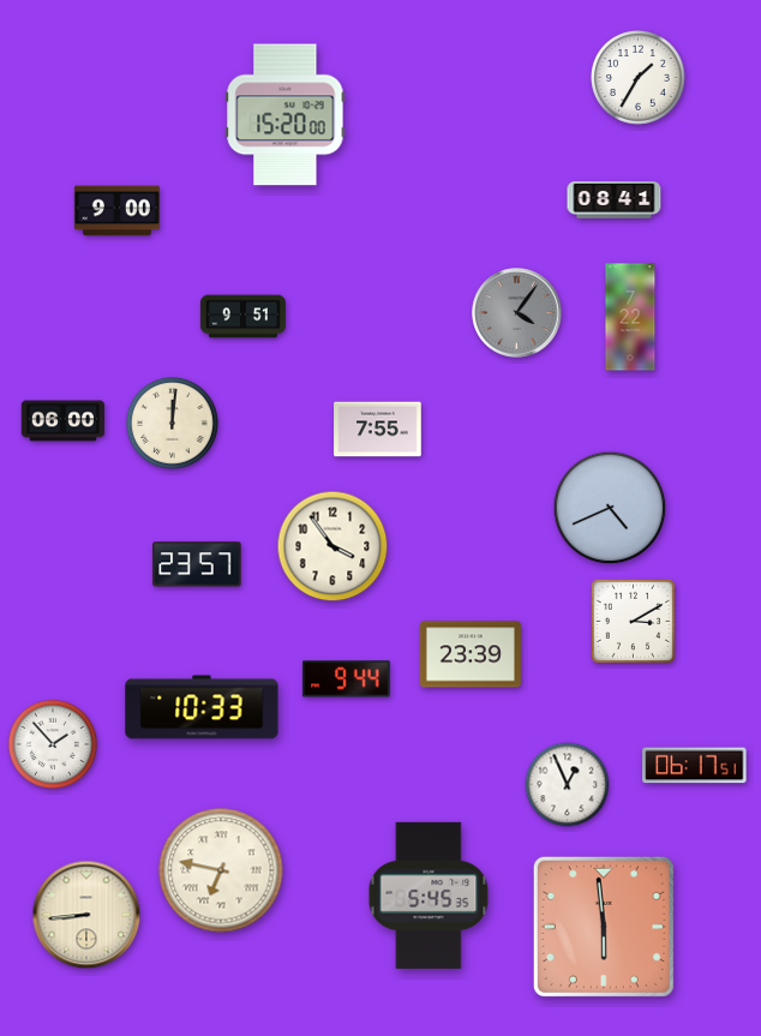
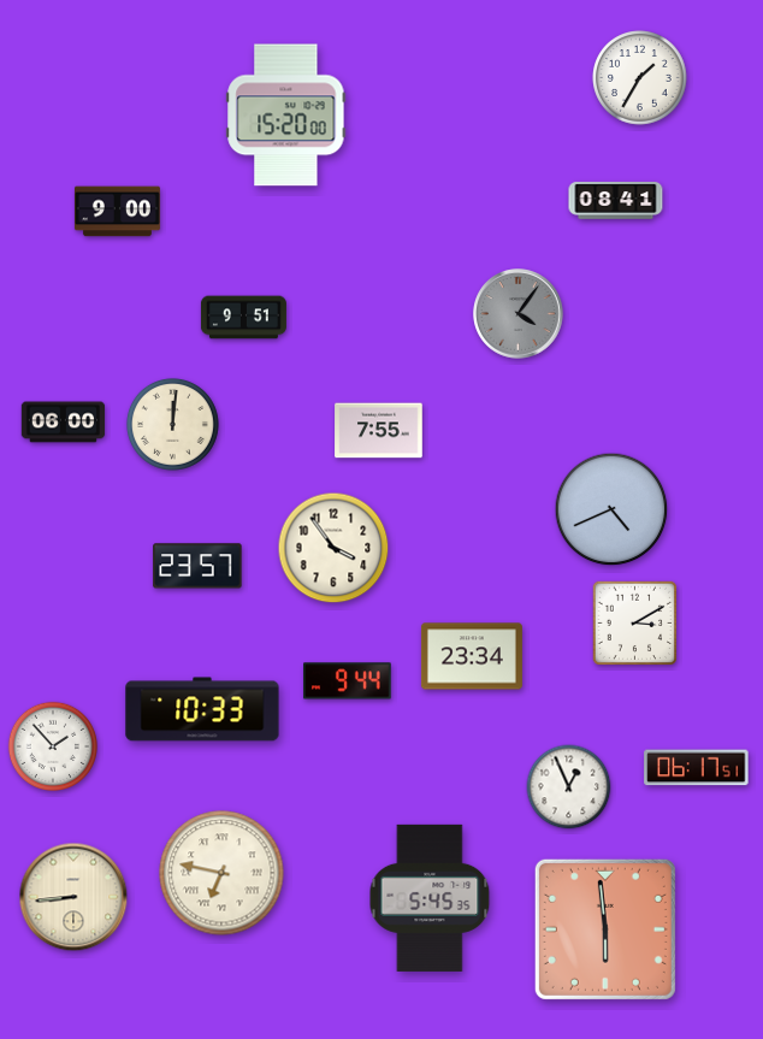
clock at (630, 317): 7:22 -> none
clock at (471, 654): 23:39 -> 23:34
clock at (86, 915) position: (86, 915) -> (73, 897)
